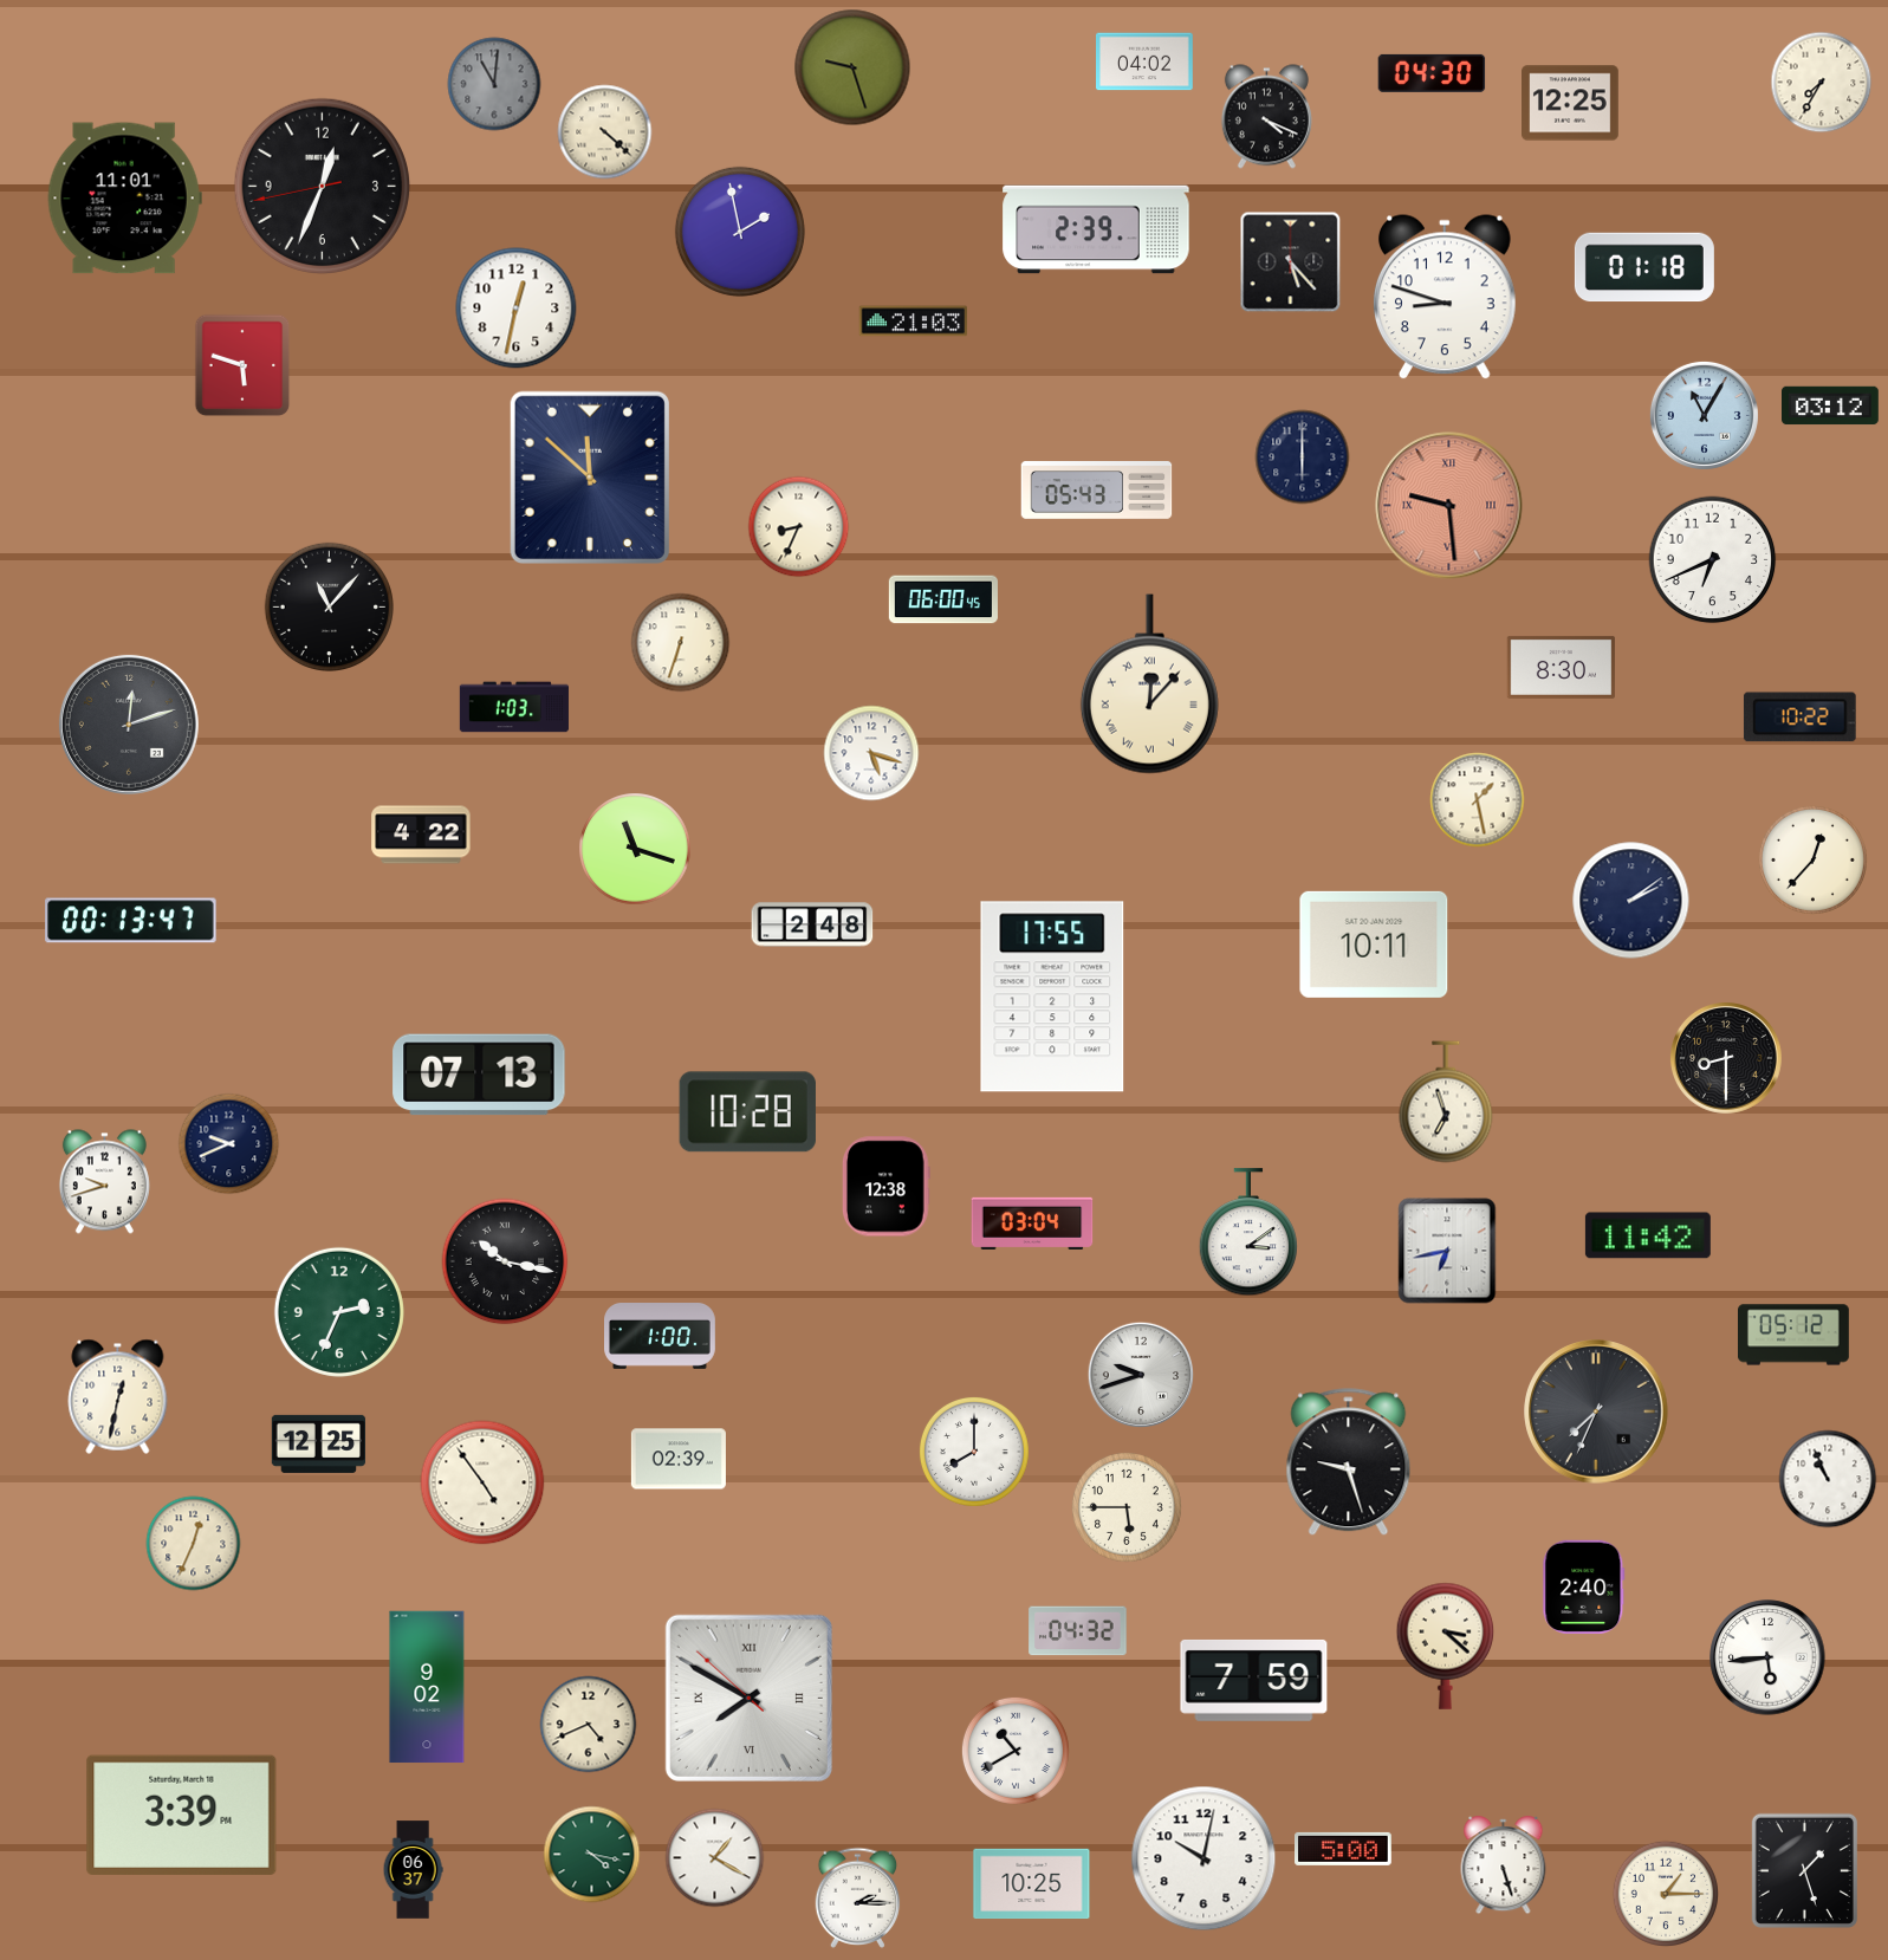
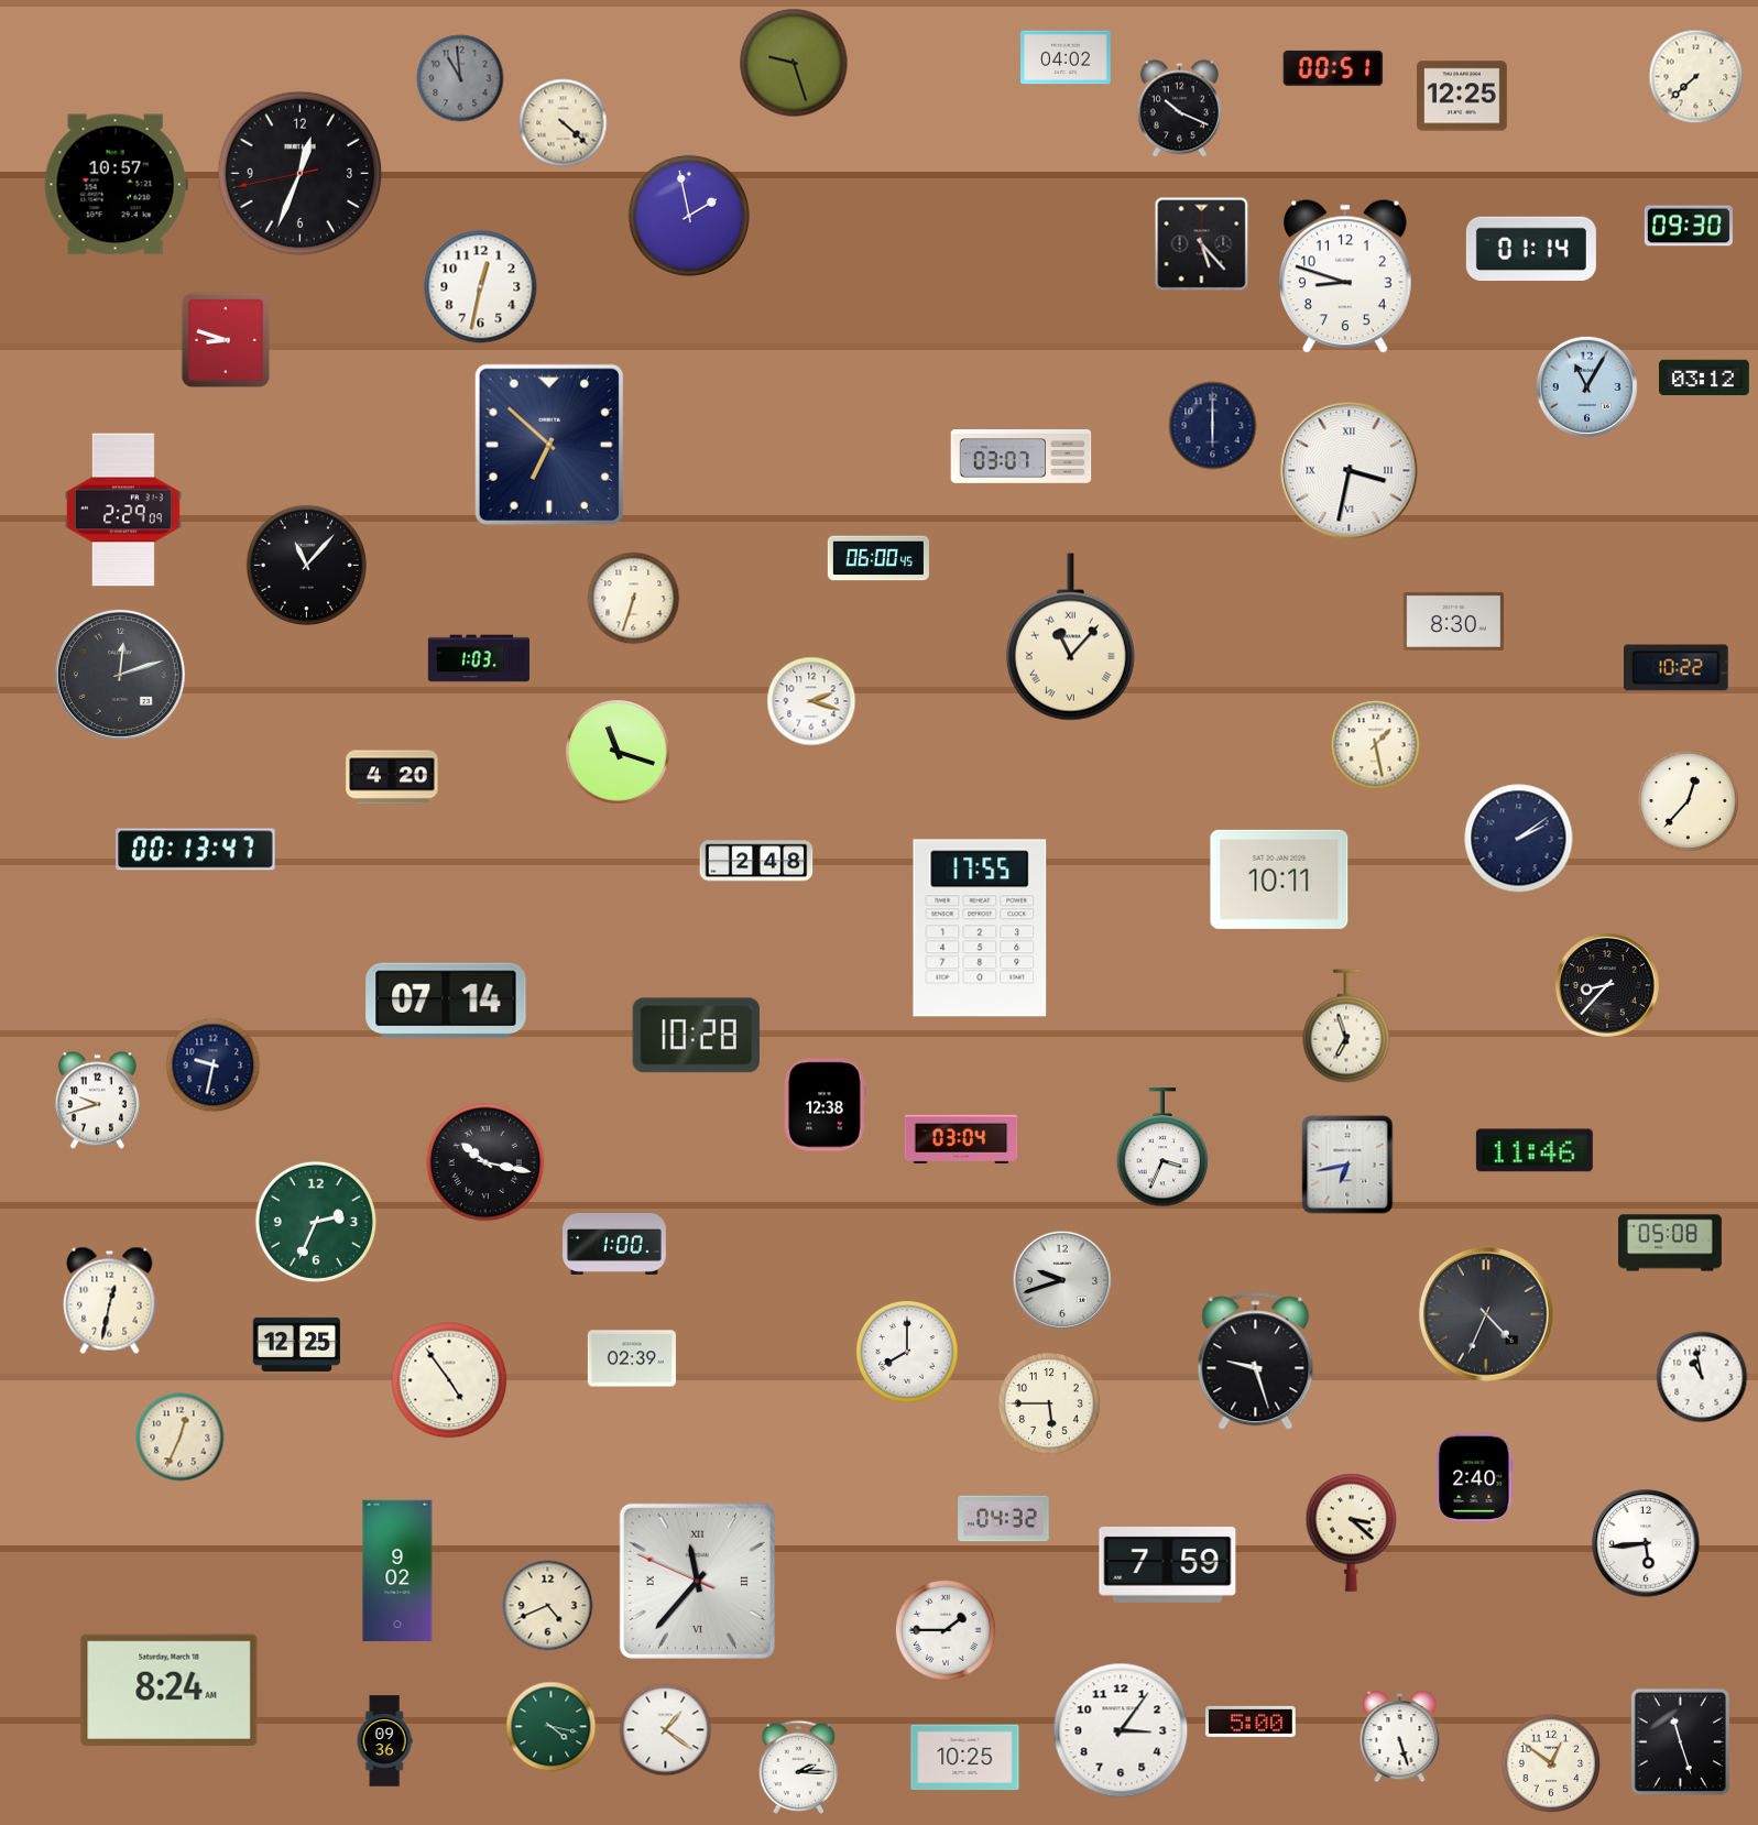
clock at (1432, 73): 04:30 -> 00:51
clock at (1822, 83): 7:35 -> 7:38
clock at (494, 84): 11:01 -> 10:59
clock at (1266, 117): 4:19 -> 10:19
clock at (124, 199): 11:01 -> 10:57
clock at (1096, 229): 2:39 -> none
clock at (1689, 226): none -> 09:30
clock at (1644, 267): 01:18 -> 01:14
clock at (914, 322): 21:03 -> none
clock at (242, 365): 5:48 -> 8:48
clock at (590, 478): 11:52 -> 6:52
clock at (1097, 491): 05:43 -> 03:07
clock at (1449, 506): 9:29 -> 3:32
clock at (1449, 506) dial: salmon -> white
clock at (799, 527): 8:34 -> none
clock at (123, 510): none -> 2:29
clock at (1713, 560): 6:41 -> none
clock at (1149, 684): 12:07 -> 11:07
clock at (871, 753): 5:18 -> 2:18
clock at (421, 835): 4:22 -> 4:20
clock at (635, 849) position: (635, 849) -> (618, 752)
clock at (131, 921) position: (131, 921) -> (196, 850)
clock at (1727, 1059): 8:30 -> 8:37
clock at (479, 1075): 07:13 -> 07:14
clock at (229, 1144): 9:41 -> 9:32
clock at (1247, 1233): 3:09 -> 3:34
clock at (1648, 1235): 11:42 -> 11:46
clock at (505, 1261) position: (505, 1261) -> (485, 1162)
clock at (1795, 1335): 05:12 -> 05:08
clock at (1596, 1411): 7:34 -> 4:34
clock at (1828, 1479): 10:56 -> 10:58
clock at (1446, 1646) position: (1446, 1646) -> (1352, 1532)
clock at (748, 1698): 7:49 -> 11:36
clock at (1016, 1751): 10:40 -> 1:45
clock at (182, 1815): 3:39 -> 8:24
clock at (715, 1858): 1:20 -> 1:21
clock at (1203, 1858): 10:02 -> 3:06
clock at (413, 1870): 06:37 -> 09:36
clock at (1804, 1870): 1:27 -> 11:27
clock at (1032, 1884) position: (1032, 1884) -> (965, 1758)
clock at (1665, 1893): 1:15 -> 12:51
